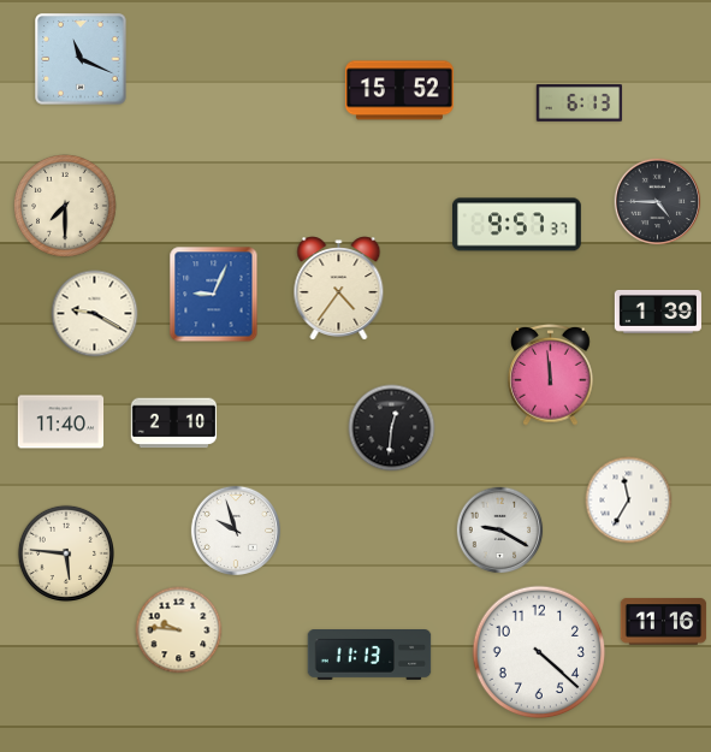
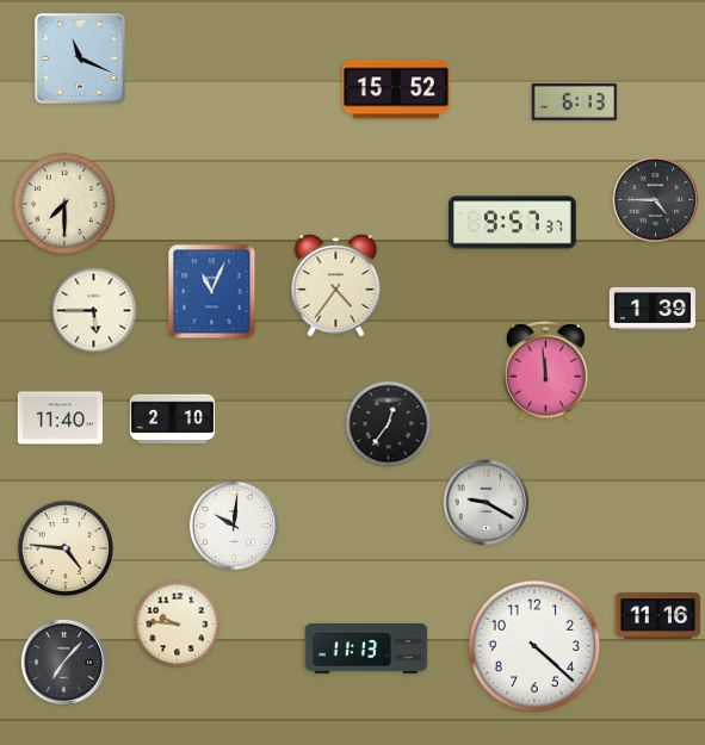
clock at (658, 202) position: (658, 202) -> (656, 200)
clock at (214, 295): 9:04 -> 11:04
clock at (95, 314): 9:20 -> 5:45
clock at (392, 428): 12:31 -> 12:36
clock at (629, 501): 11:35 -> none
clock at (235, 529): 9:57 -> 10:01
clock at (500, 531) position: (500, 531) -> (487, 503)
clock at (65, 552): 5:46 -> 4:46
clock at (64, 663): none -> 7:07
